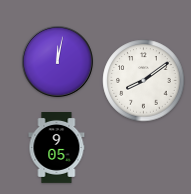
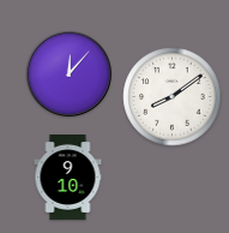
clock at (57, 61): 12:02 -> 12:07
clock at (57, 148): 9:05 -> 9:10
